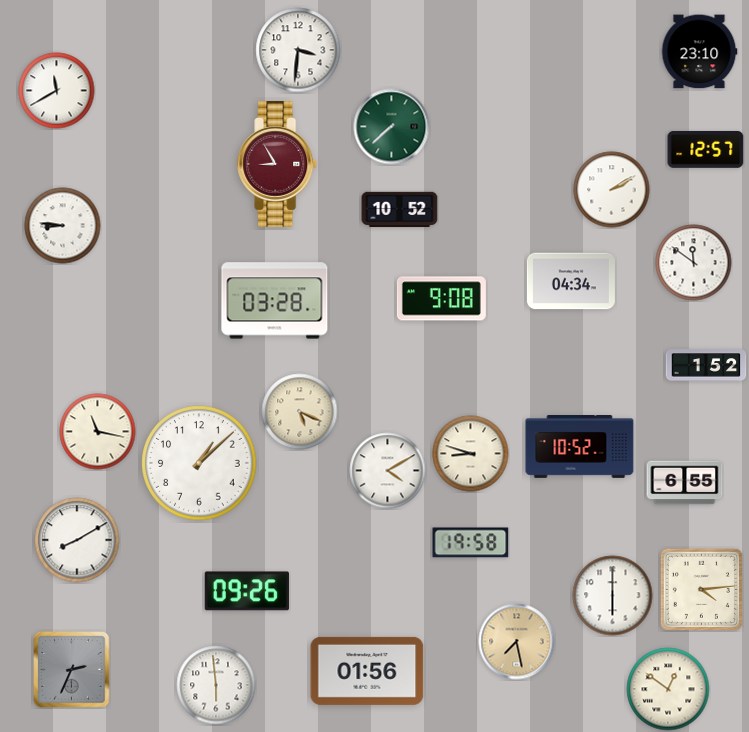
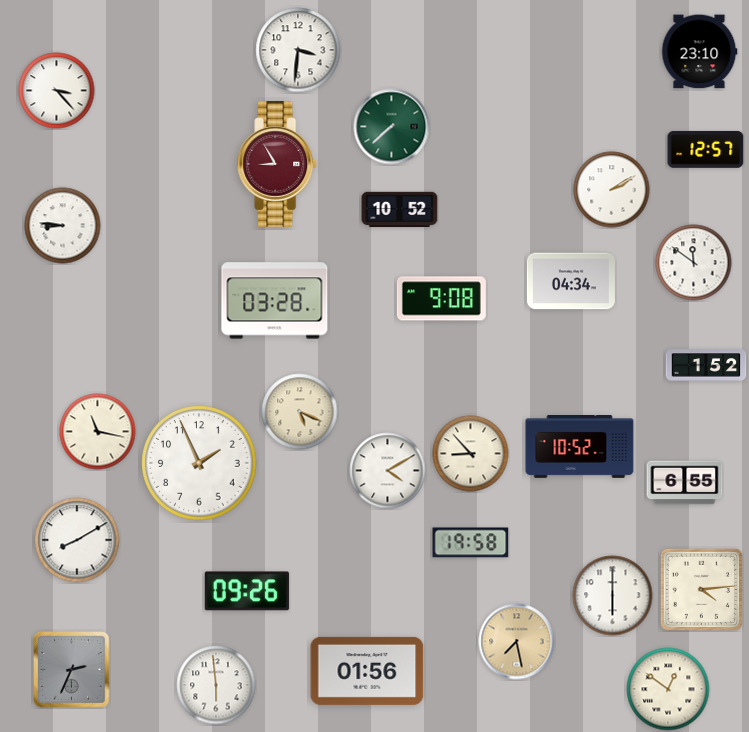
clock at (57, 91): 11:40 -> 3:23
clock at (471, 454): 8:48 -> 8:53
clock at (199, 463): 1:08 -> 1:56
